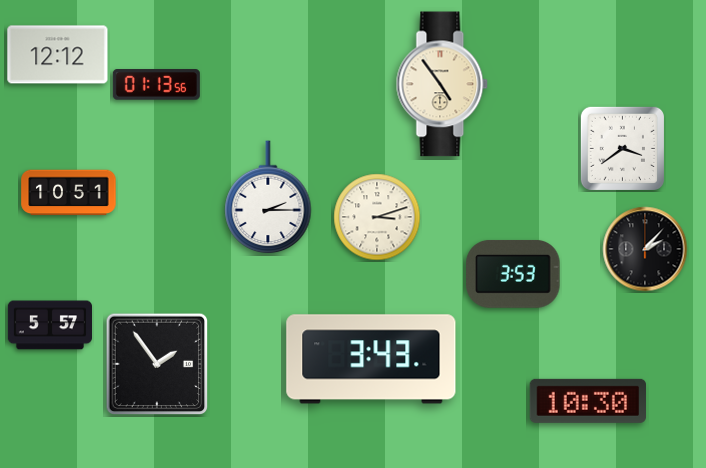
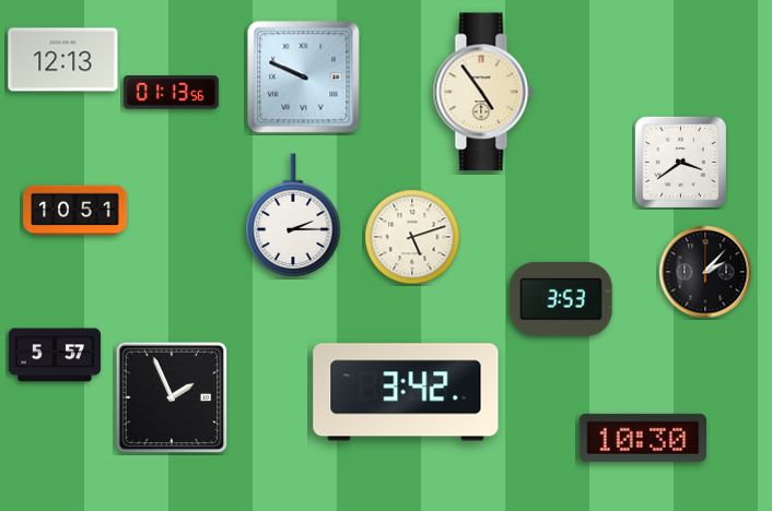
clock at (58, 55): 12:12 -> 12:13
clock at (304, 78): none -> 9:49
clock at (377, 217): 3:12 -> 5:12
clock at (371, 359): 3:43 -> 3:42
clock at (157, 364): 1:54 -> 1:56
